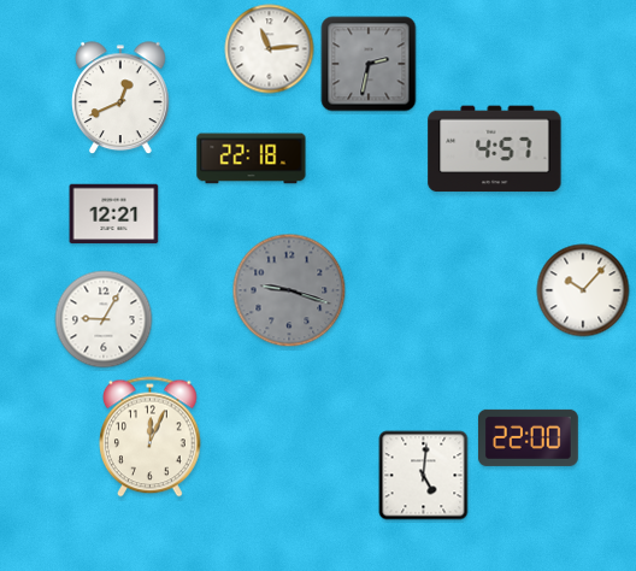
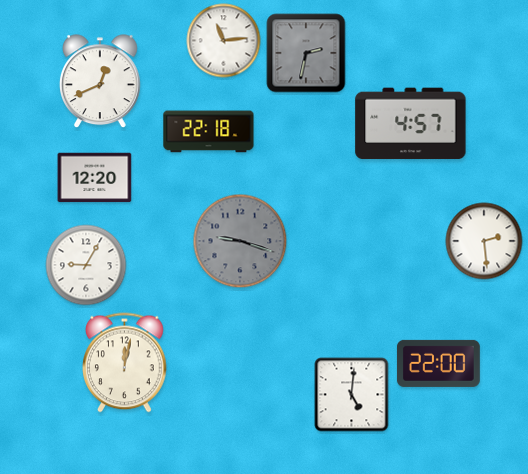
clock at (114, 214): 12:21 -> 12:20
clock at (583, 290): 10:07 -> 2:29
clock at (151, 437): 12:04 -> 12:02
